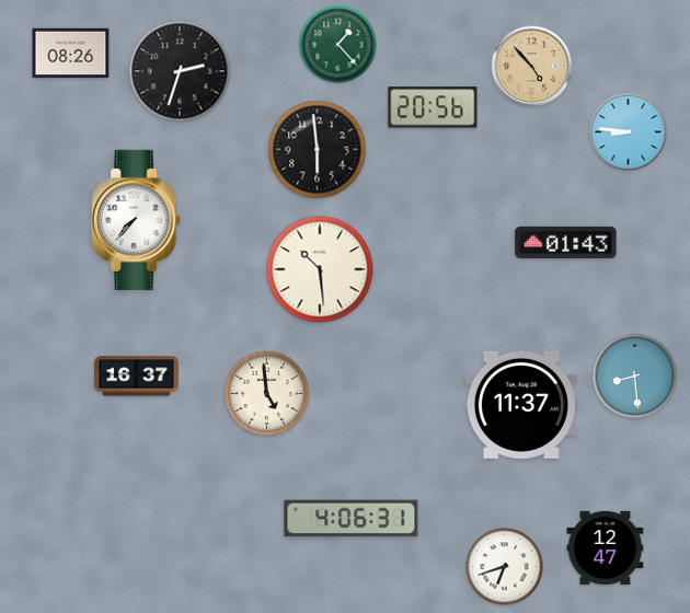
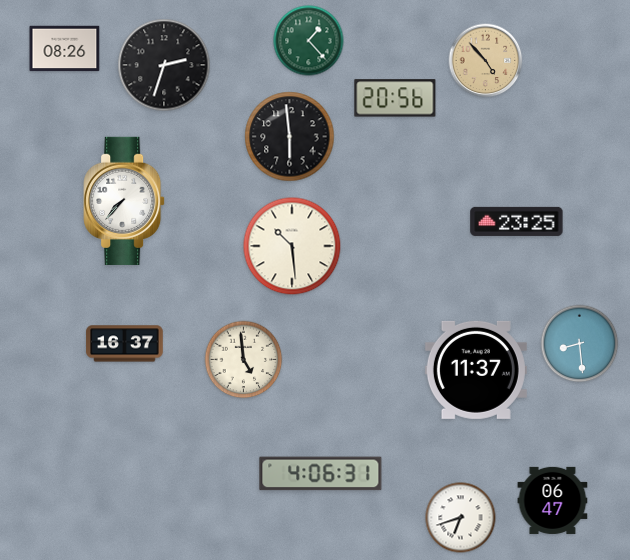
clock at (629, 132): 8:46 -> none
clock at (566, 242): 01:43 -> 23:25
clock at (606, 547): 12:47 -> 06:47
